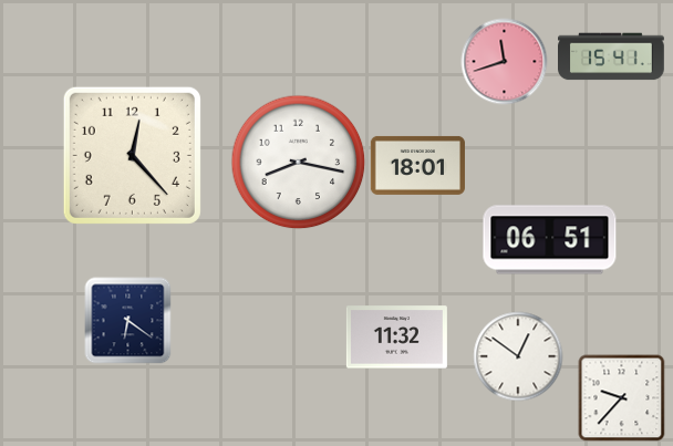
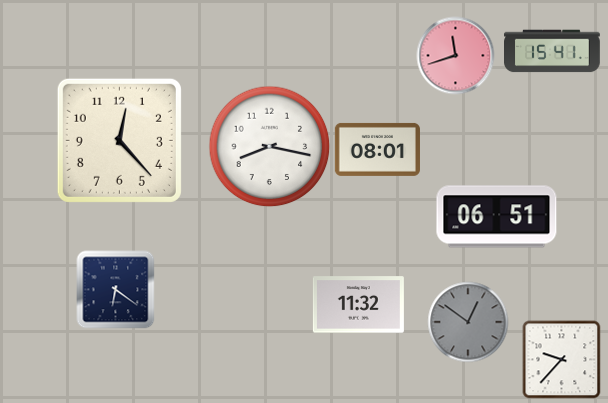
clock at (417, 165): 18:01 -> 08:01
clock at (518, 356) dial: white -> grey
